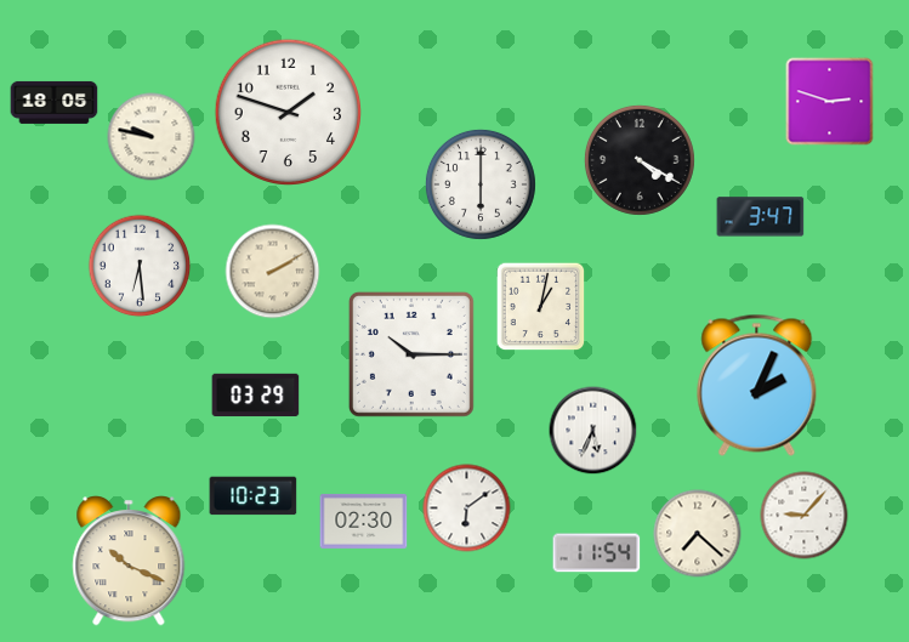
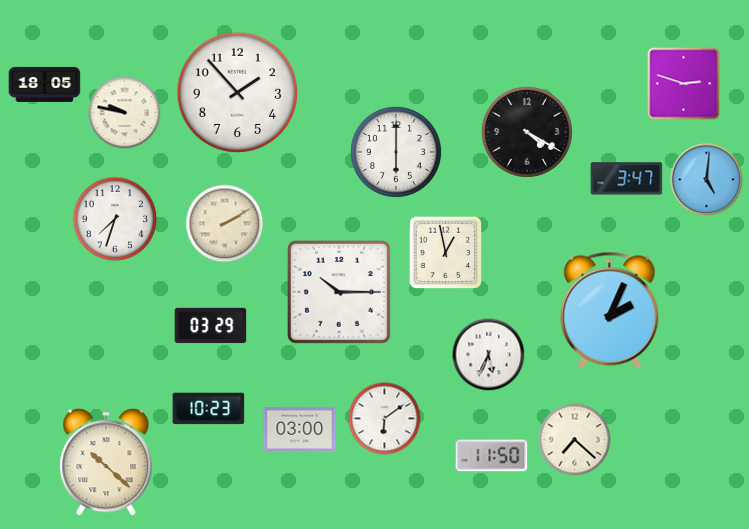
clock at (288, 112): 1:48 -> 1:53
clock at (707, 180): none -> 5:01
clock at (140, 266): 6:29 -> 7:33
clock at (541, 307): 1:02 -> 12:58
clock at (757, 385) position: (757, 385) -> (610, 310)
clock at (805, 516): 9:07 -> none
clock at (364, 521): 02:30 -> 03:00
clock at (597, 553): 11:54 -> 11:50
clock at (129, 561): 10:19 -> 10:22
